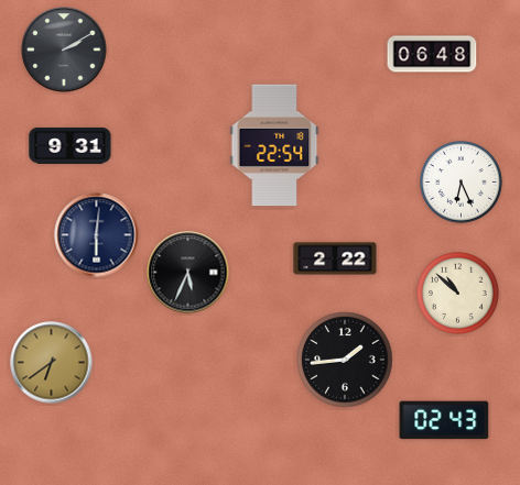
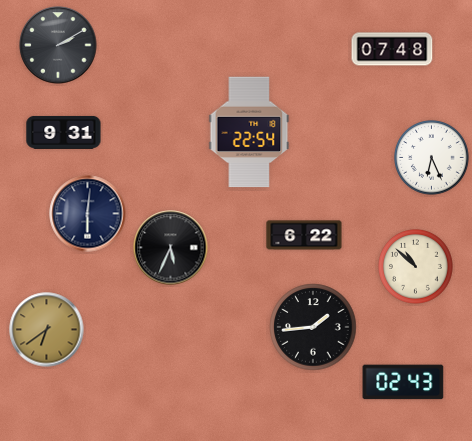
clock at (432, 54): 06:48 -> 07:48
clock at (462, 183) position: (462, 183) -> (432, 158)
clock at (335, 258): 2:22 -> 6:22
